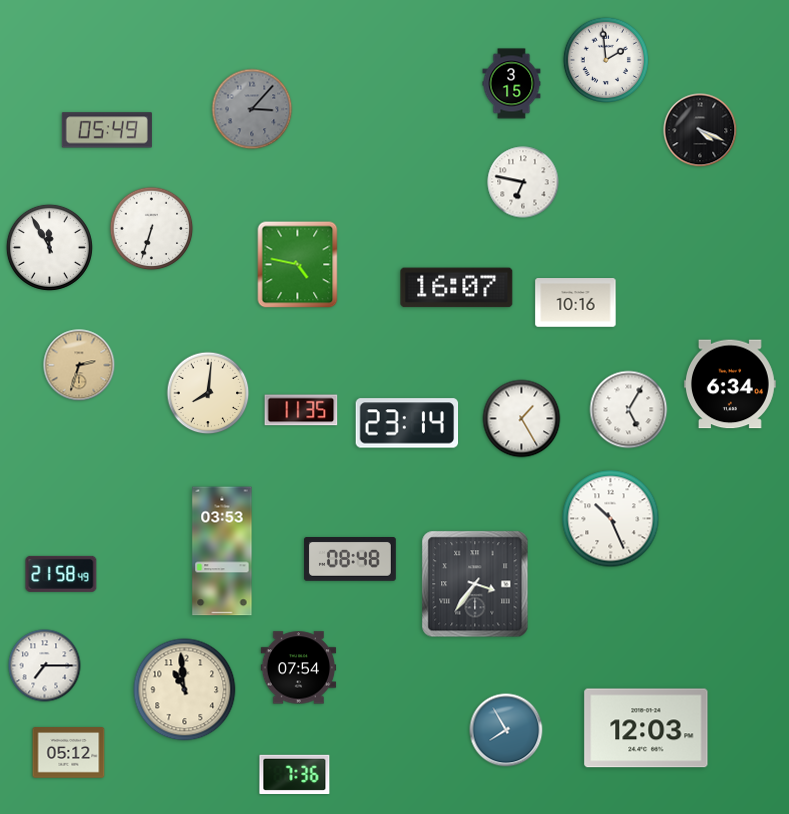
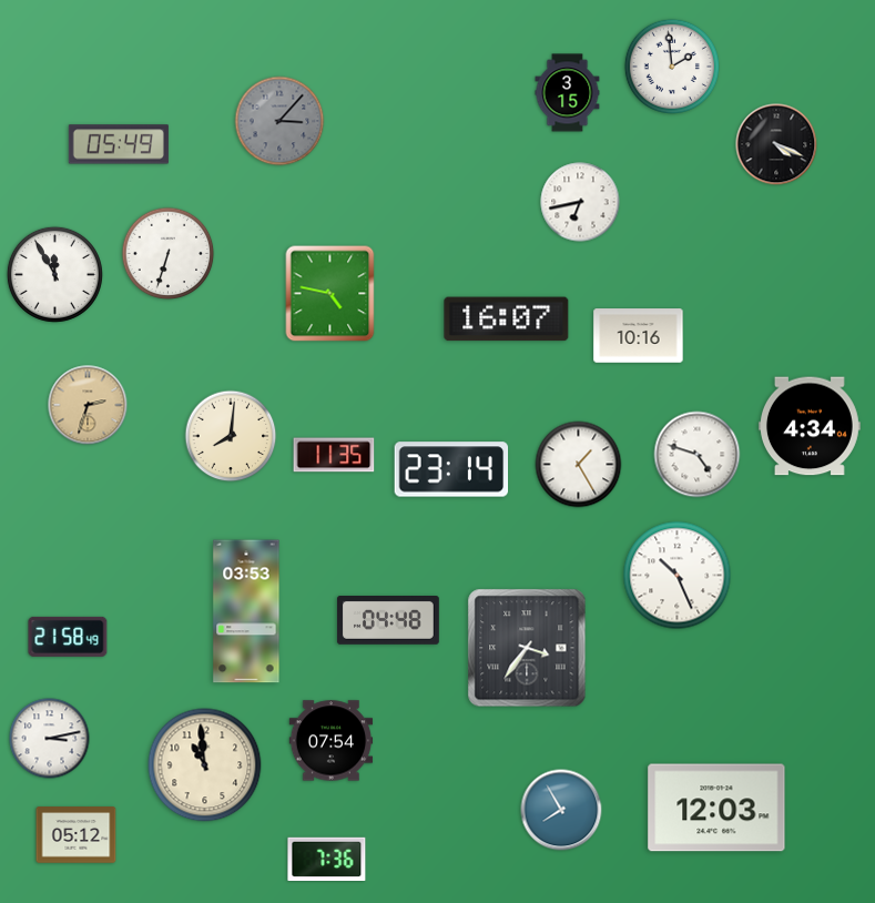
clock at (523, 182): 6:47 -> 6:43
clock at (730, 384): 6:34 -> 4:34
clock at (629, 410): 5:05 -> 4:48
clock at (350, 560): 08:48 -> 04:48
clock at (45, 666): 7:15 -> 3:13
